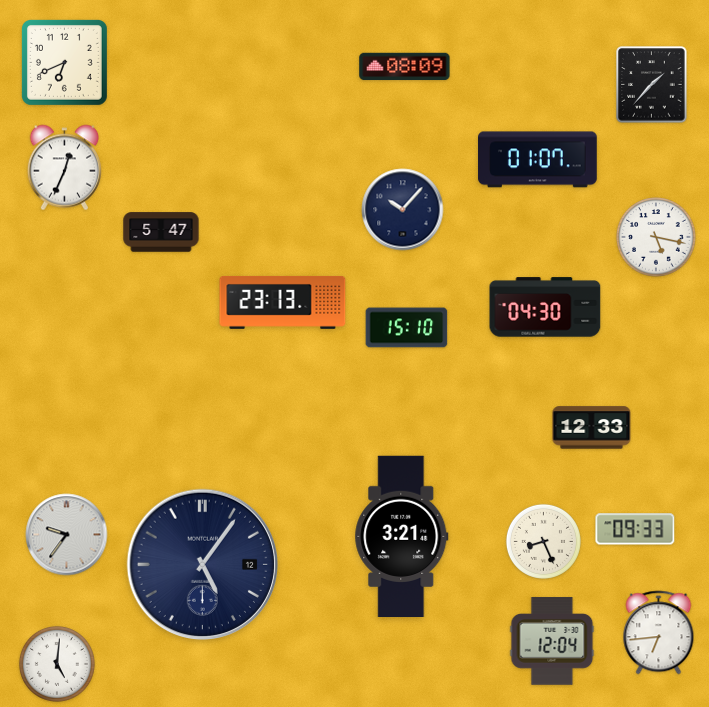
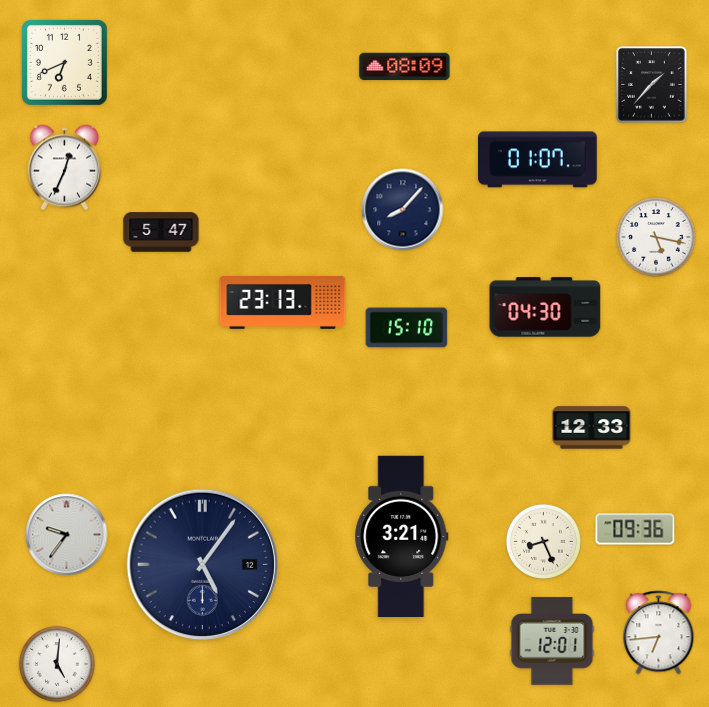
clock at (403, 210): 10:07 -> 8:07
clock at (635, 529): 09:33 -> 09:36
clock at (552, 641): 12:04 -> 12:01
